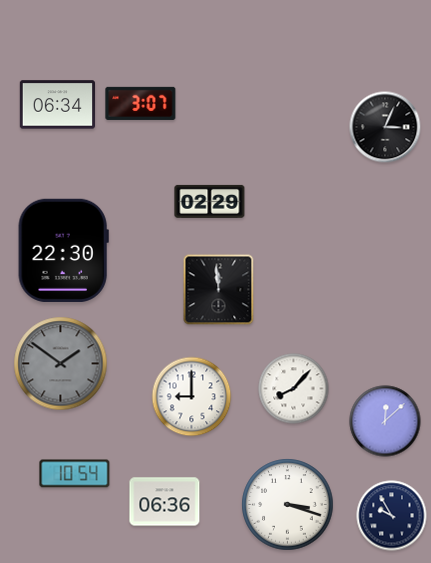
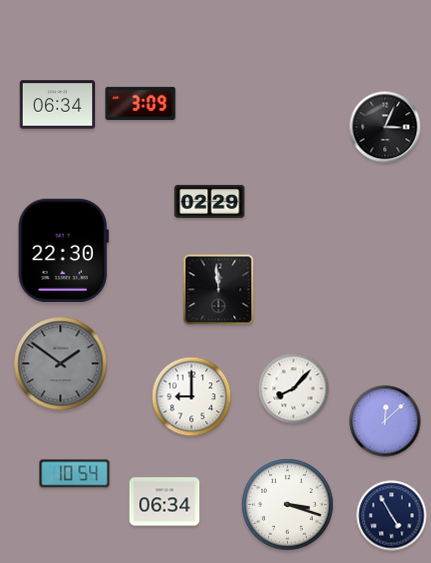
clock at (141, 103): 3:07 -> 3:09
clock at (165, 502): 06:36 -> 06:34
clock at (392, 516): 9:55 -> 4:55
